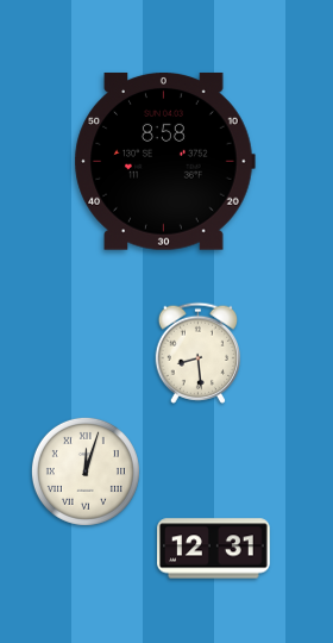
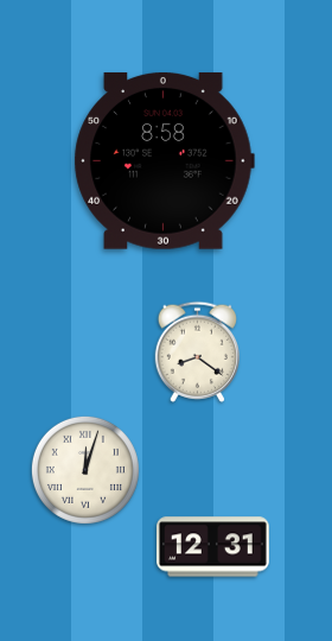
clock at (197, 352): 8:29 -> 8:21
